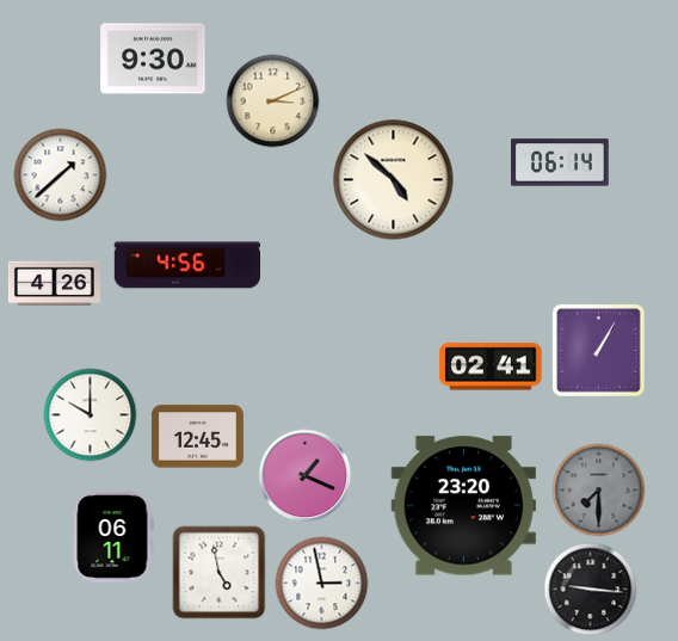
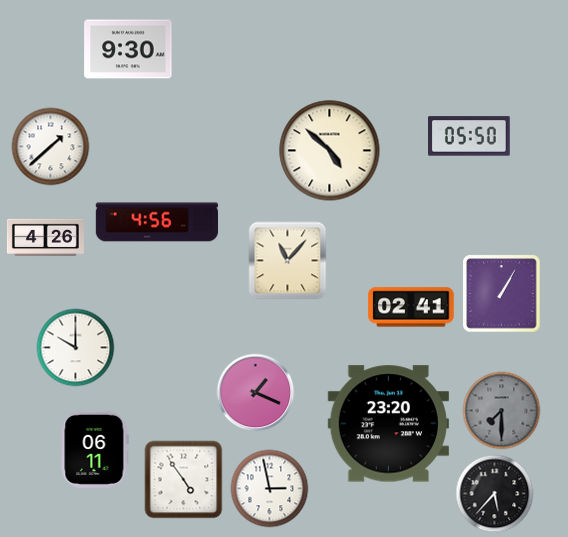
clock at (272, 100): 3:11 -> none
clock at (561, 162): 06:14 -> 05:50
clock at (287, 260): none -> 11:07
clock at (197, 437): 12:45 -> none
clock at (304, 475) position: (304, 475) -> (255, 392)
clock at (218, 572): 4:58 -> 4:54
clock at (590, 588): 9:16 -> 5:37
